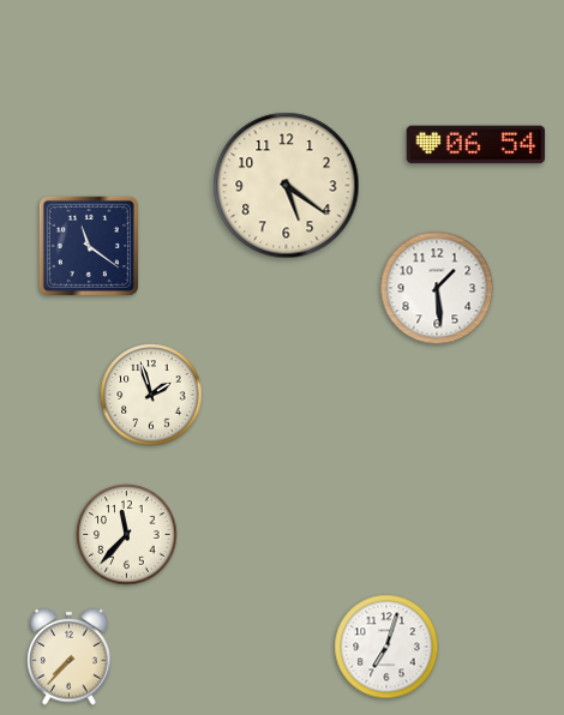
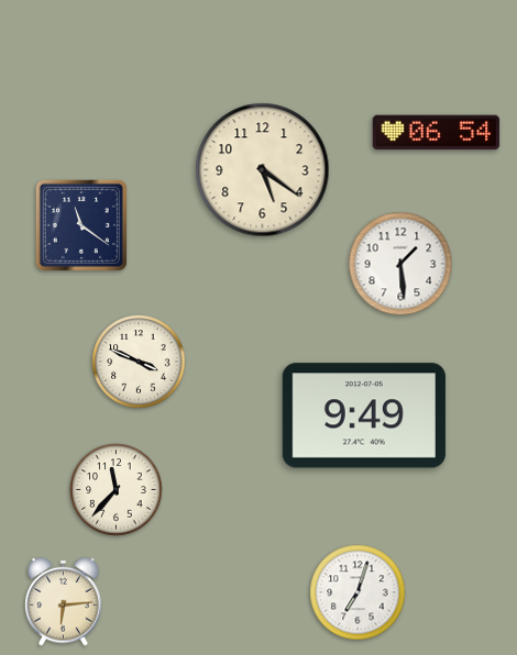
clock at (151, 395): 1:57 -> 3:49
clock at (364, 415): none -> 9:49
clock at (386, 647) position: (386, 647) -> (358, 592)
clock at (70, 656): 7:37 -> 6:14
